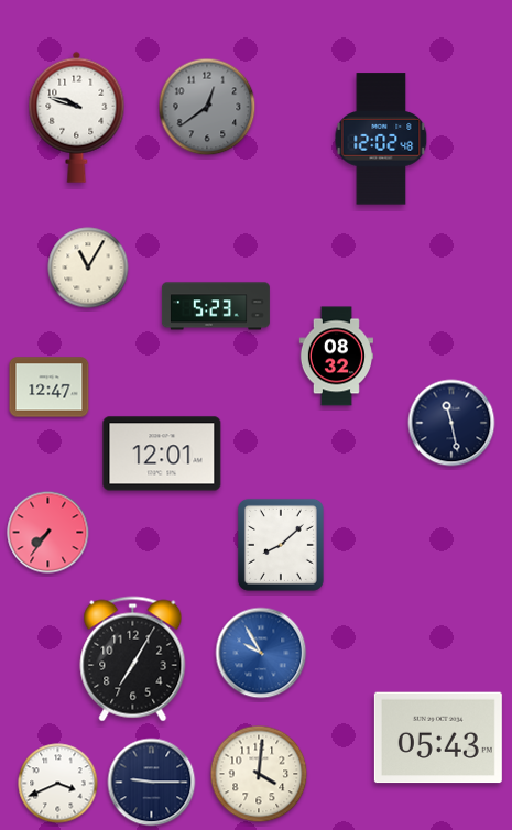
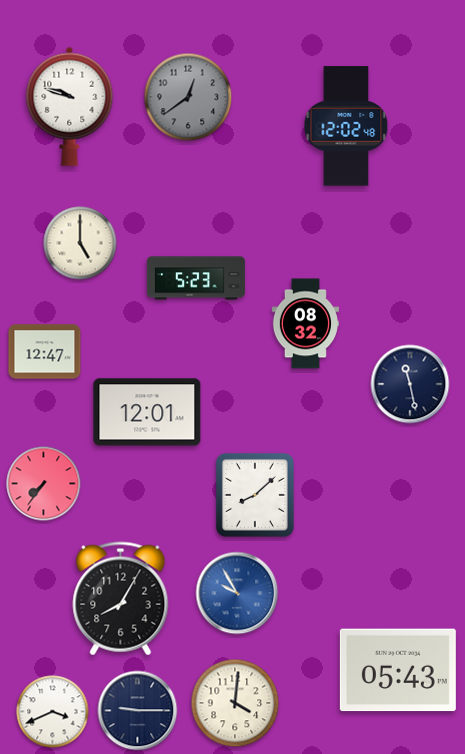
clock at (88, 267): 11:05 -> 5:00
clock at (133, 659): 7:05 -> 8:05
